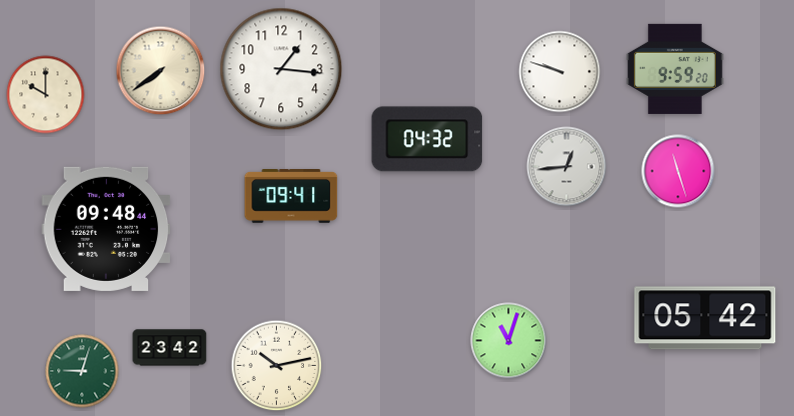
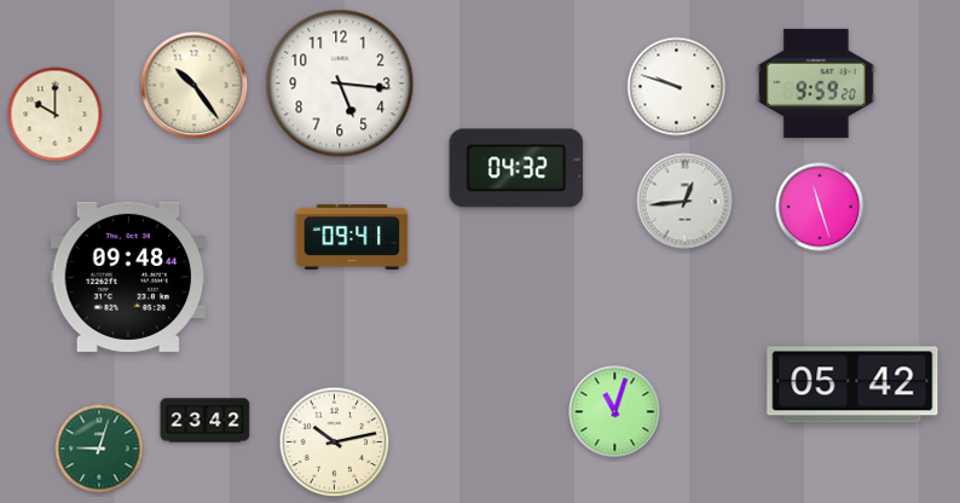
clock at (281, 69): 1:16 -> 5:16
clock at (161, 71): 7:39 -> 10:24
